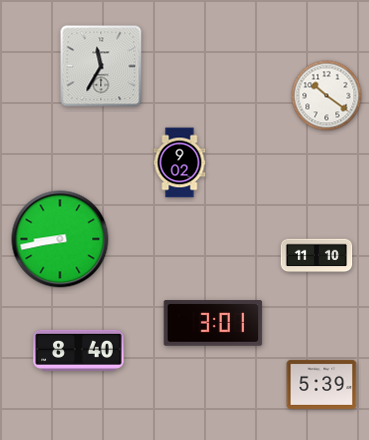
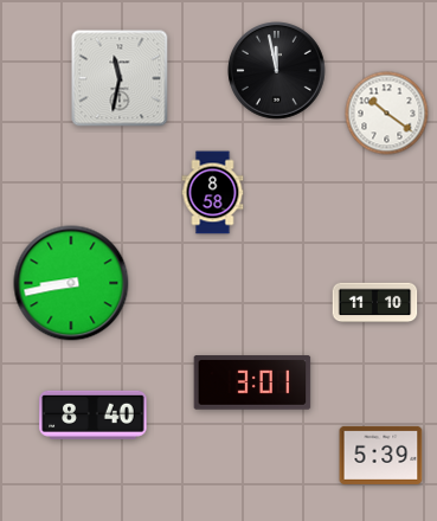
clock at (277, 71): none -> 11:58
clock at (101, 66): 11:35 -> 11:32
clock at (180, 163): 9:02 -> 8:58
